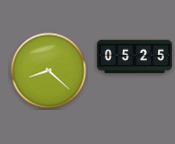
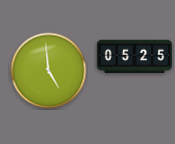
clock at (49, 71): 8:22 -> 4:59
